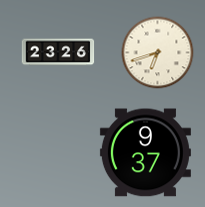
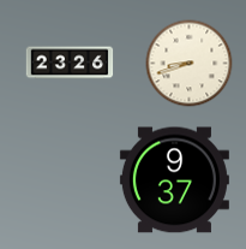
clock at (158, 53): 6:42 -> 8:42
clock at (145, 153) position: (145, 153) -> (174, 180)
